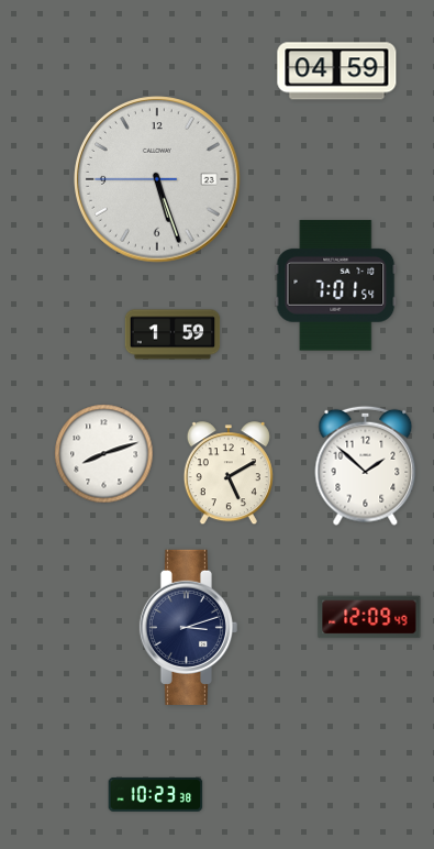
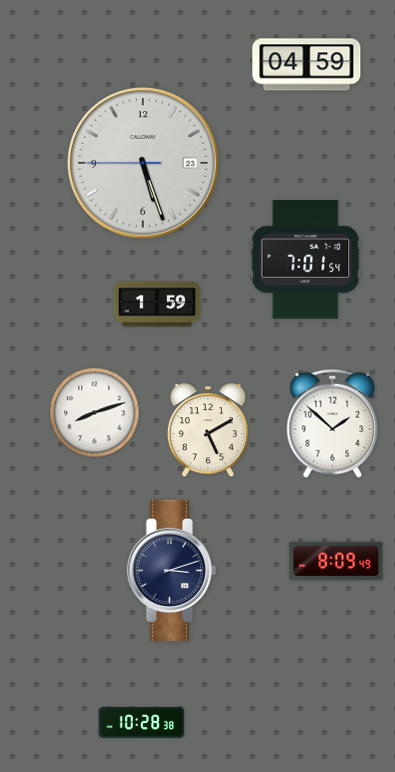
clock at (369, 617): 12:09 -> 8:09
clock at (156, 794): 10:23 -> 10:28
